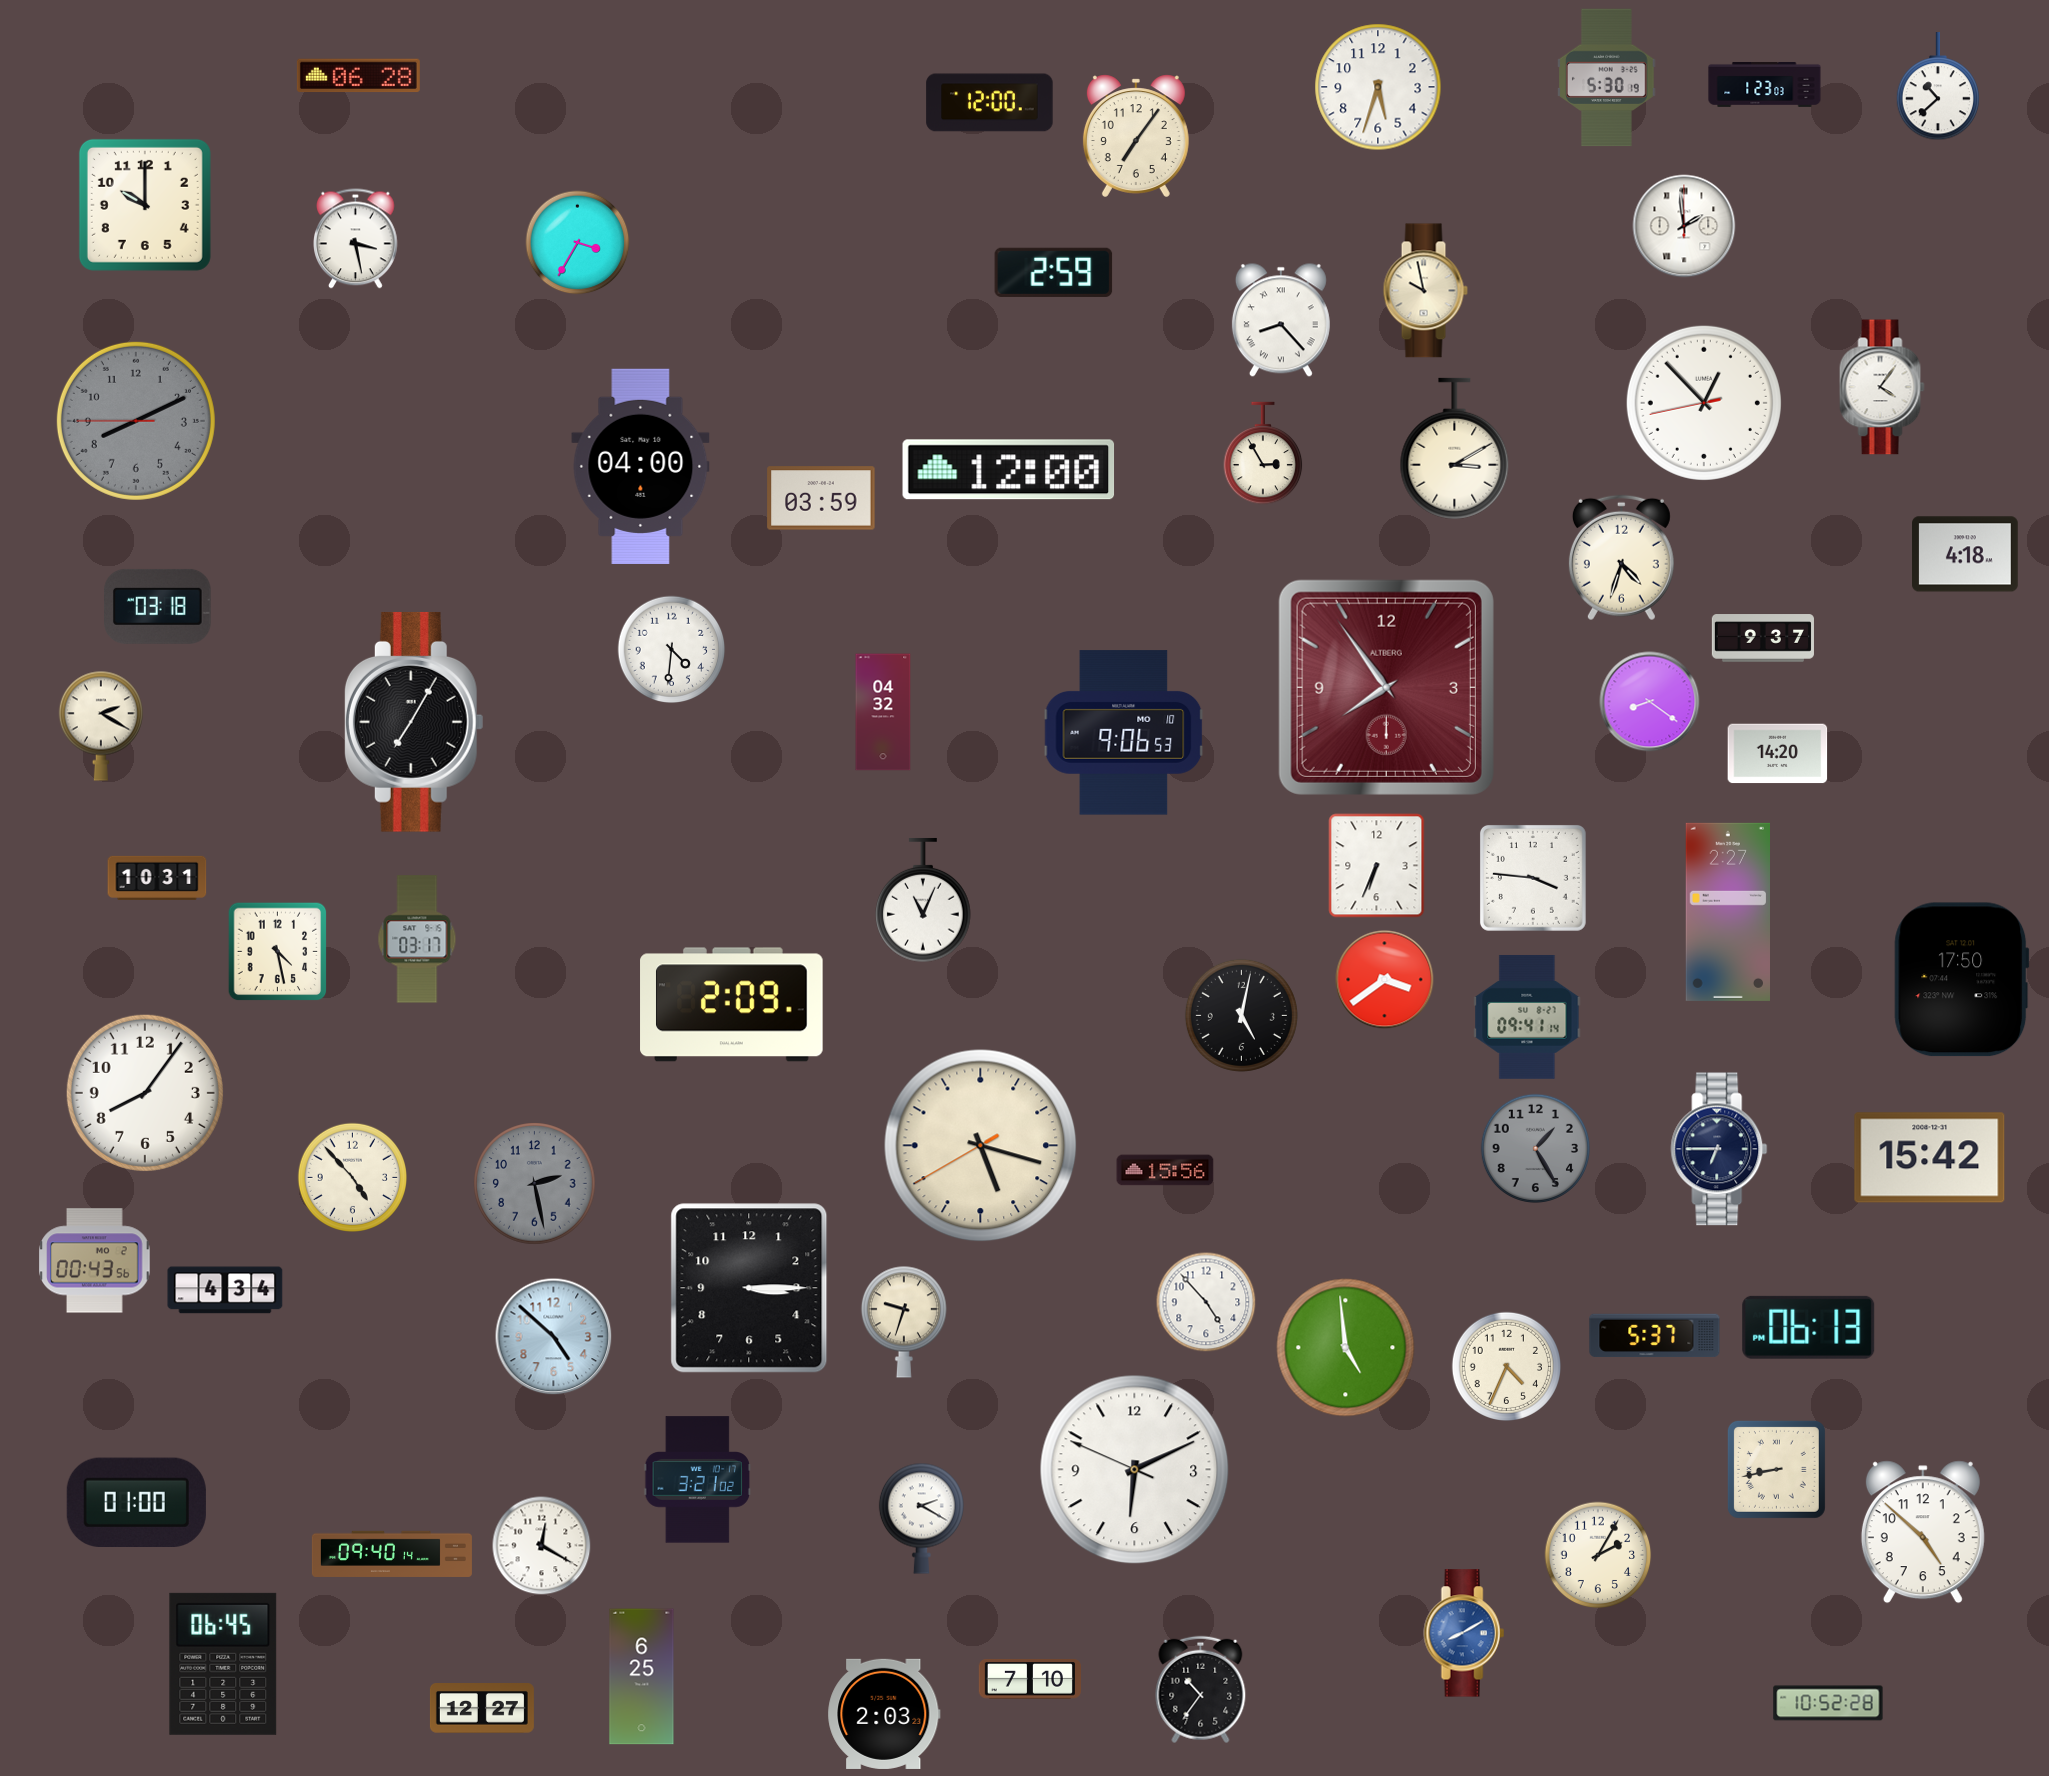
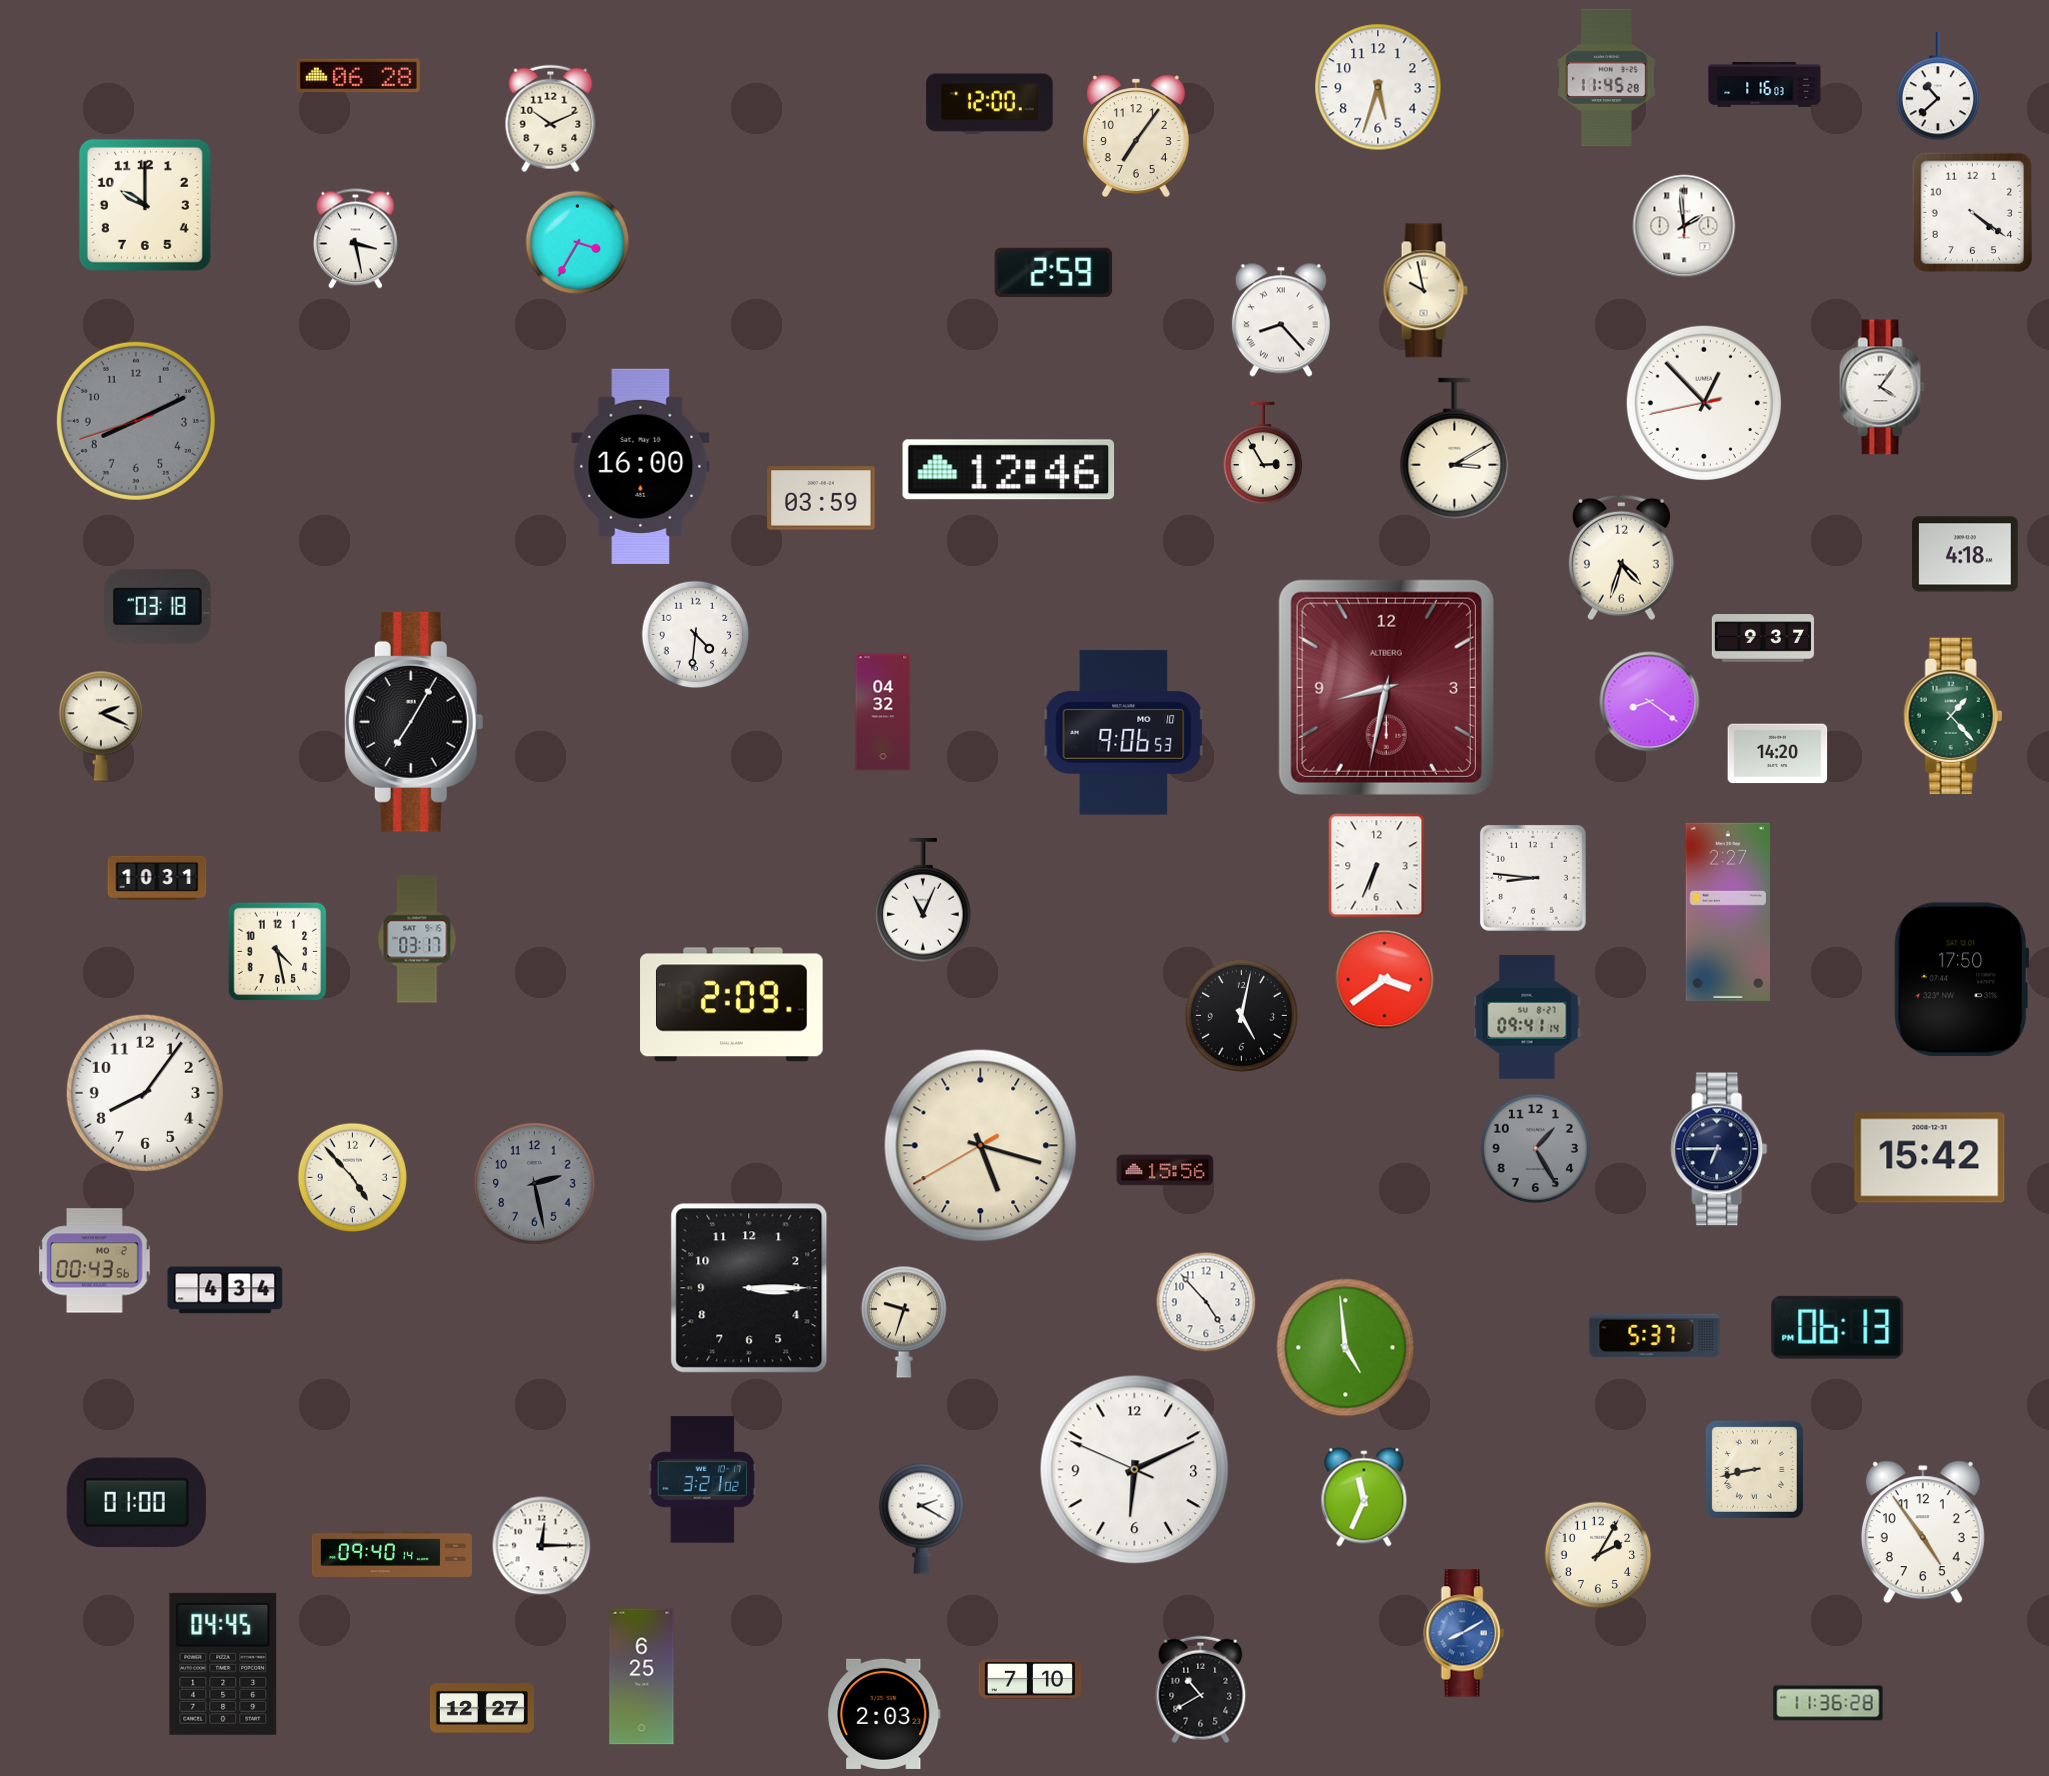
clock at (1607, 78): 5:30 -> 11:45
clock at (1765, 84): 1:23 -> 1:16
clock at (551, 119): none -> 10:11
clock at (1973, 213): none -> 4:21
clock at (136, 421): 8:10:45 -> 8:10:42
clock at (641, 466): 04:00 -> 16:00
clock at (1009, 470): 12:00 -> 12:46
clock at (672, 650) position: (672, 650) -> (696, 635)
clock at (1386, 687): 7:54 -> 8:32
clock at (1953, 716): none -> 1:23
clock at (101, 726): 2:20 -> 2:19
clock at (1533, 878): 3:46 -> 8:46
clock at (1809, 1327) position: (1809, 1327) -> (1838, 1327)
clock at (554, 1337): 4:52 -> none
clock at (1506, 1366): 4:34 -> none
clock at (1776, 1469) position: (1776, 1469) -> (1754, 1469)
clock at (697, 1480) position: (697, 1480) -> (702, 1480)
clock at (1364, 1497): none -> 11:34
clock at (1923, 1532): 4:52 -> 4:54
clock at (542, 1546): 12:20 -> 12:15
clock at (223, 1664): 06:45 -> 04:45
clock at (1201, 1690): 10:36 -> 10:40
clock at (1828, 1703): 10:52 -> 11:36
